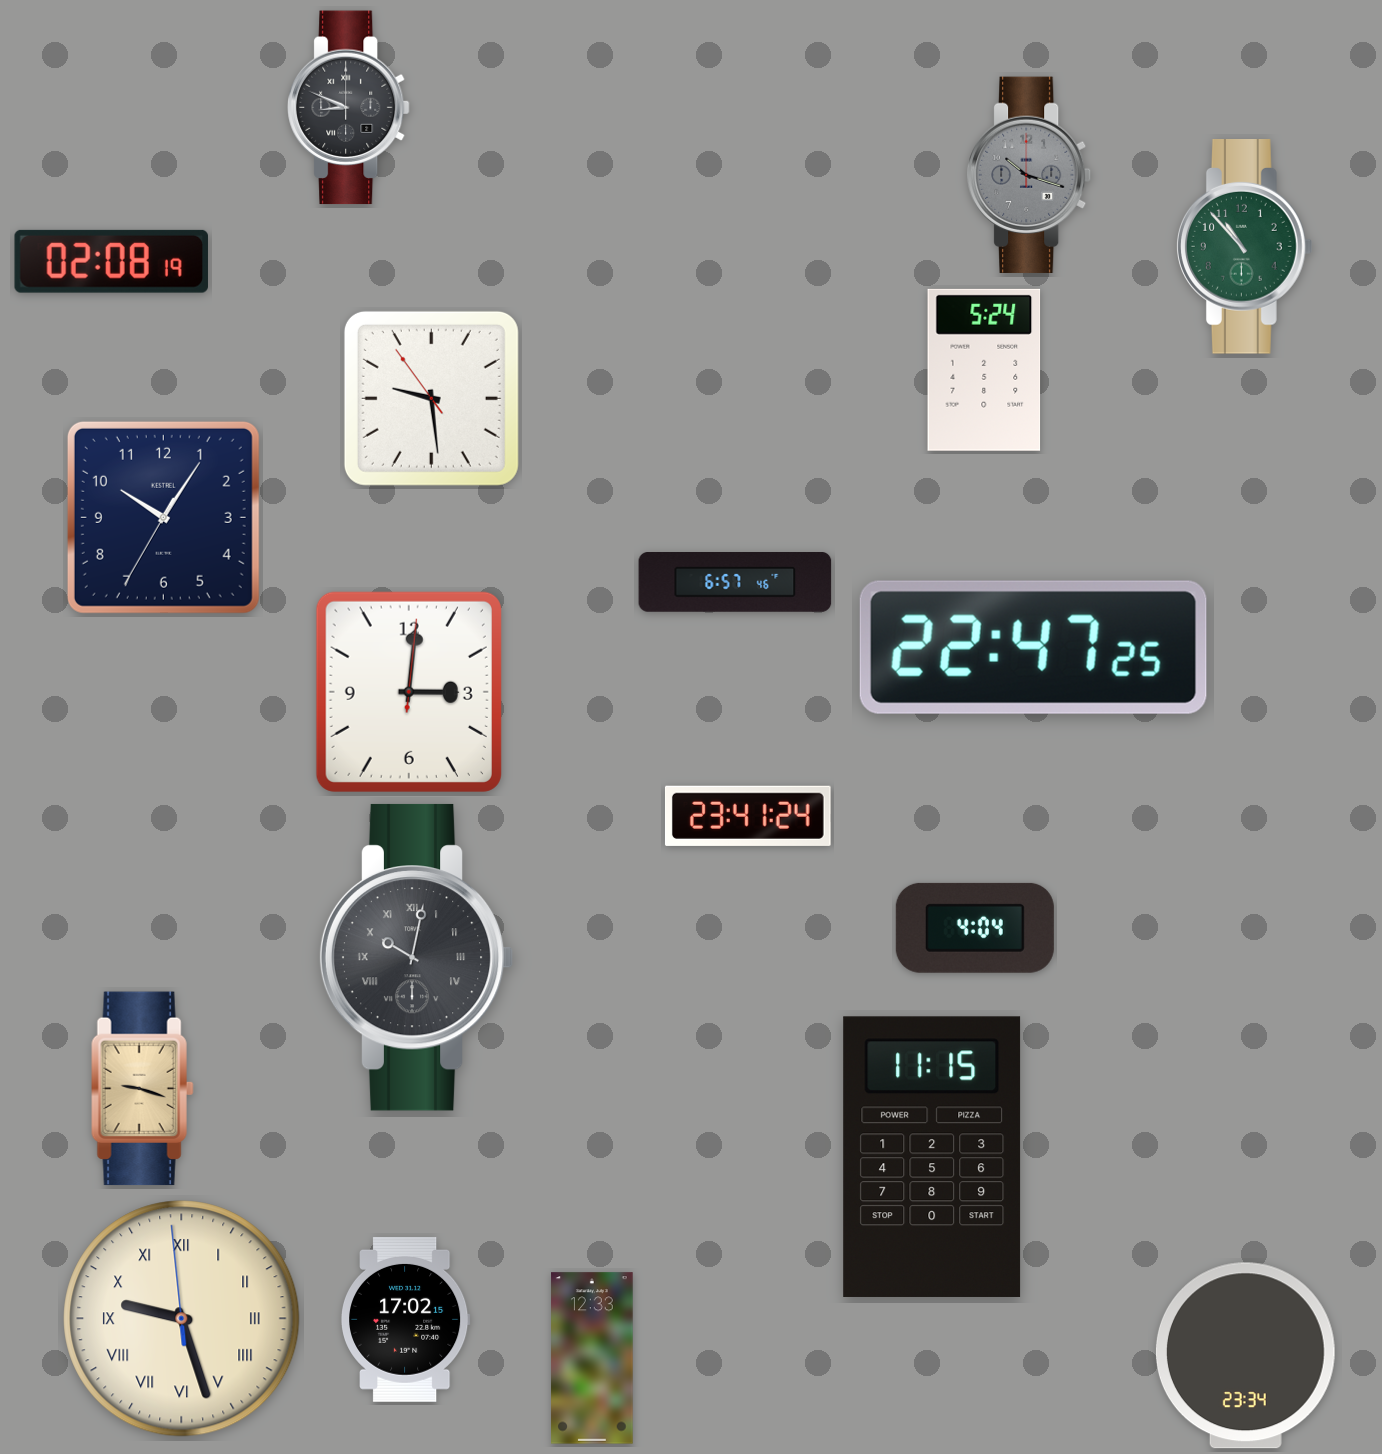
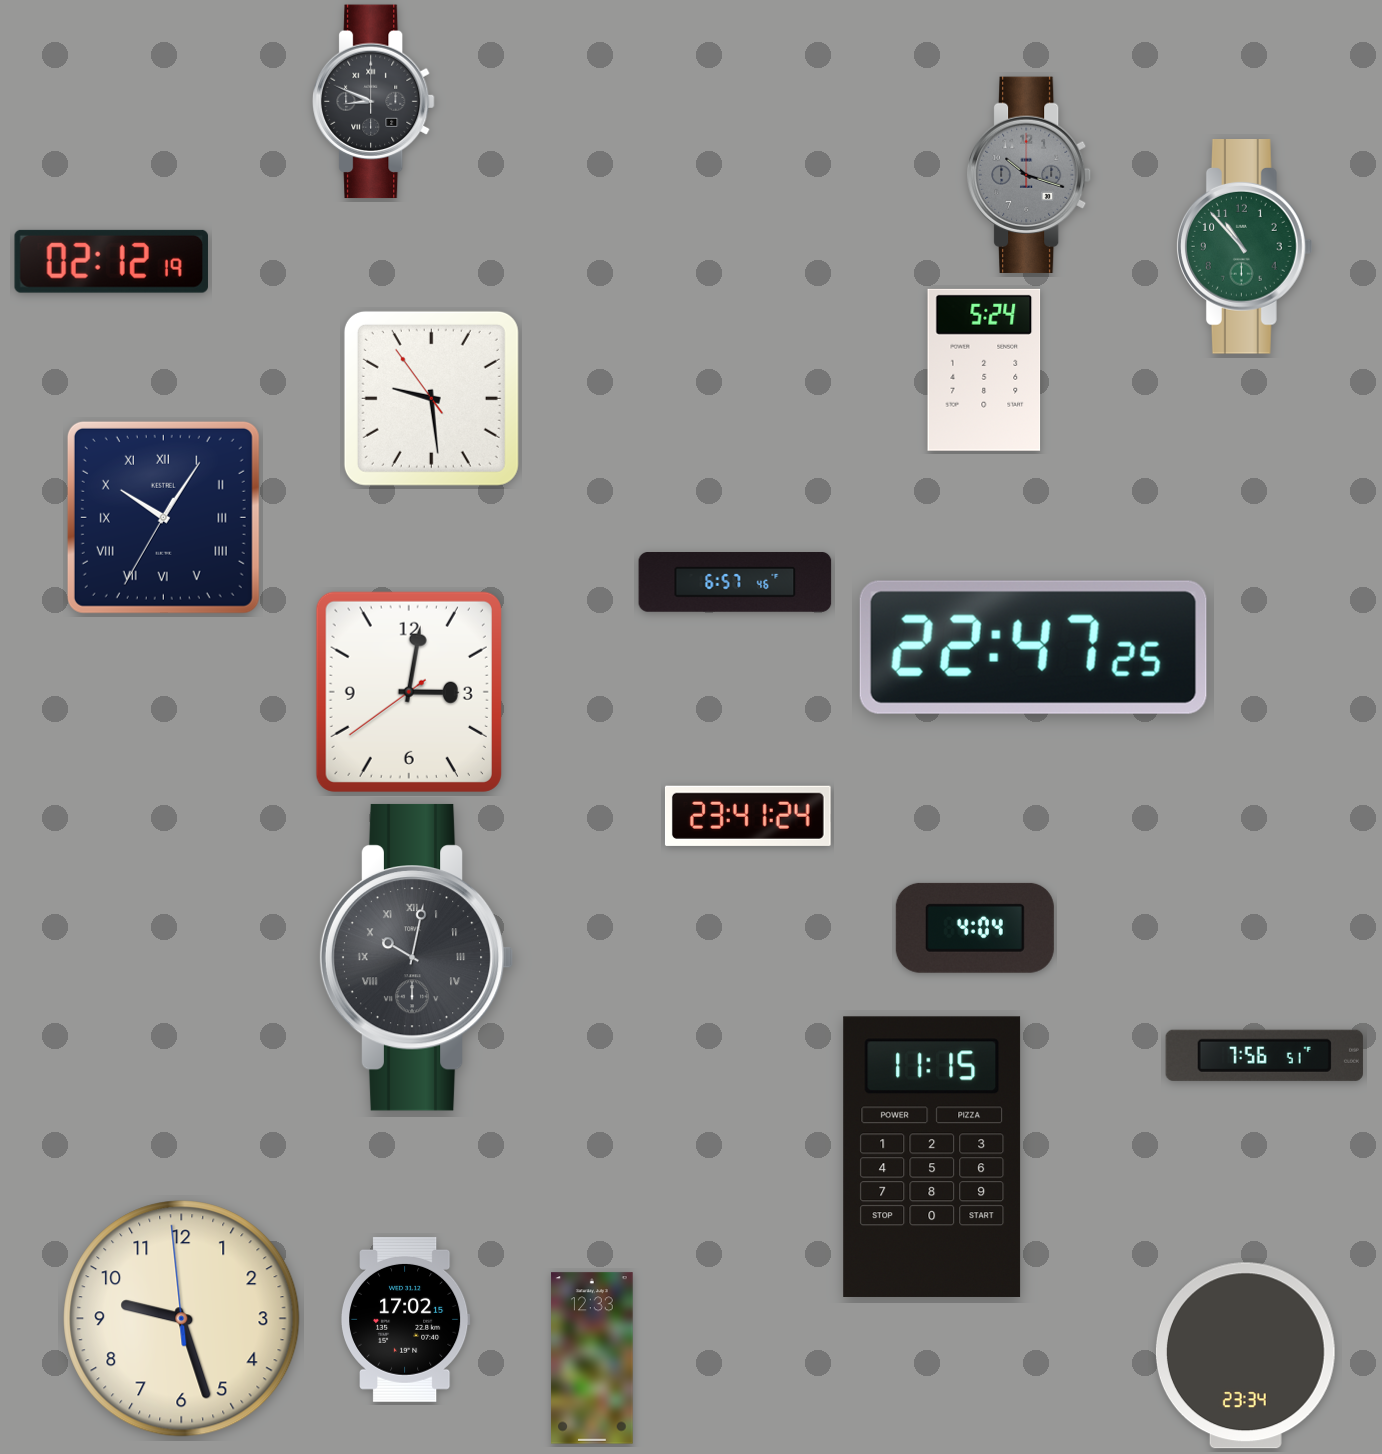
clock at (349, 108) position: (349, 108) -> (374, 102)
clock at (111, 261): 02:08 -> 02:12
clock at (163, 517) numerals: Arabic -> Roman
clock at (409, 692): 3:01:01 -> 3:01:39
clock at (1264, 1055): none -> 7:56
clock at (143, 1089): 9:18 -> none
clock at (182, 1319) numerals: Roman -> Arabic
